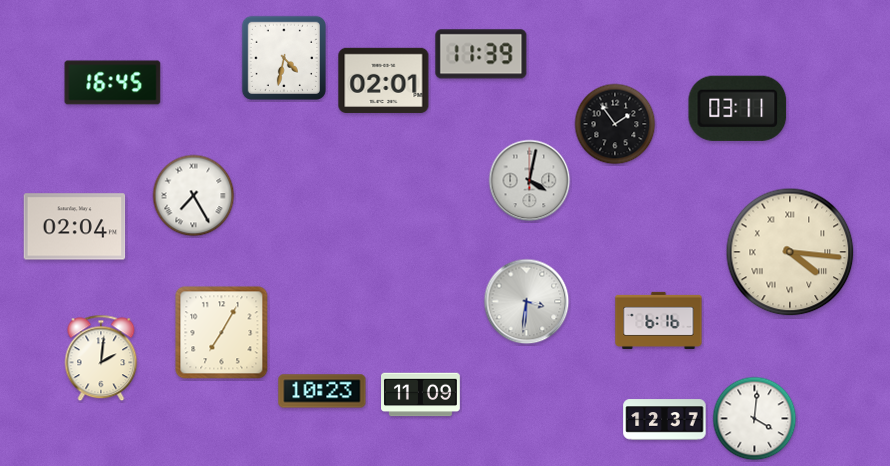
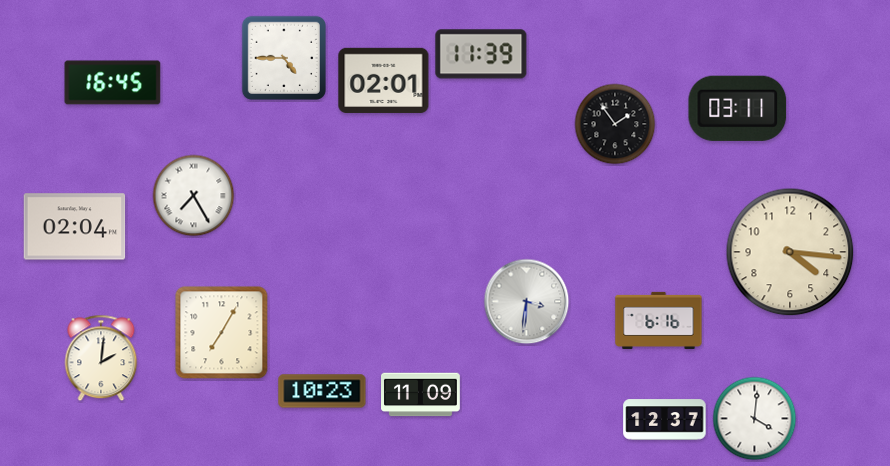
clock at (284, 58): 4:32 -> 4:45
clock at (530, 181): 4:02 -> none
clock at (790, 252) numerals: Roman -> Arabic
